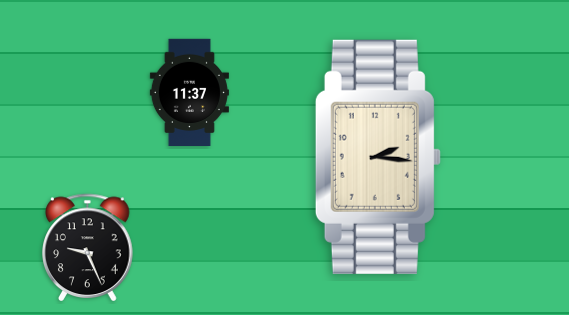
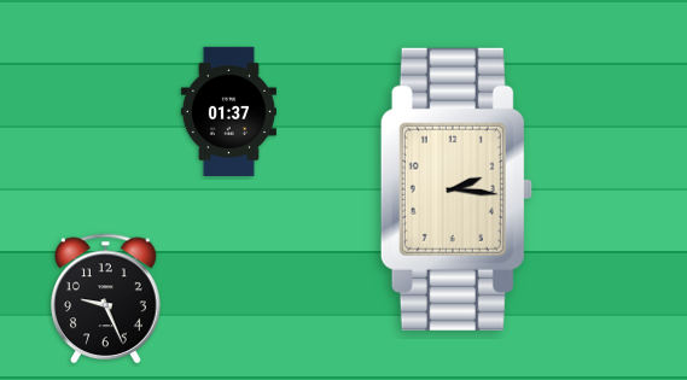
clock at (189, 92): 11:37 -> 01:37
